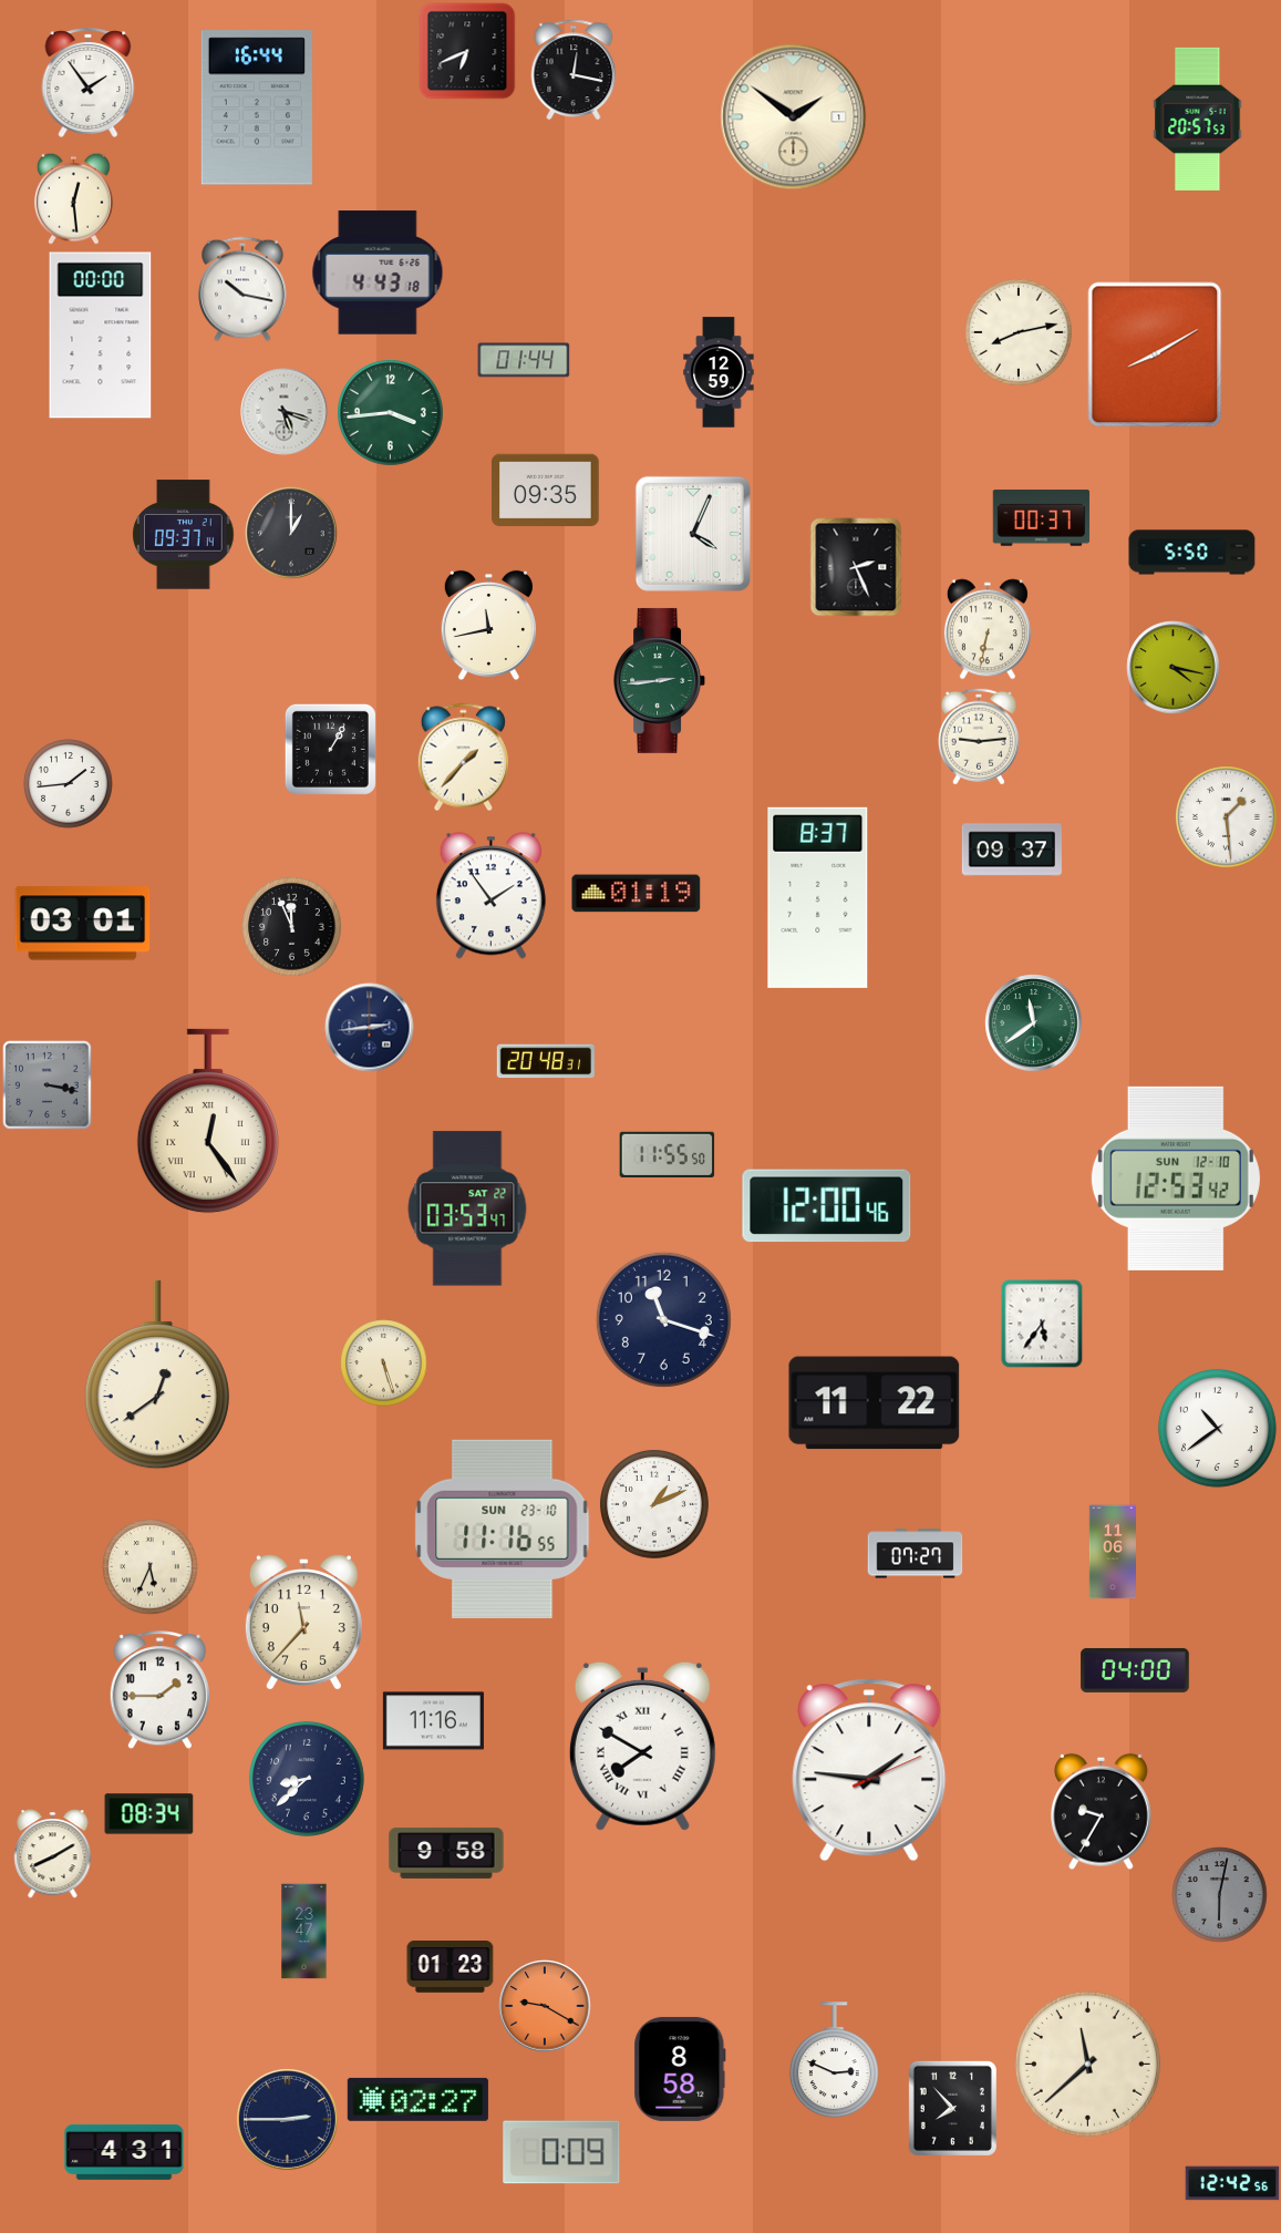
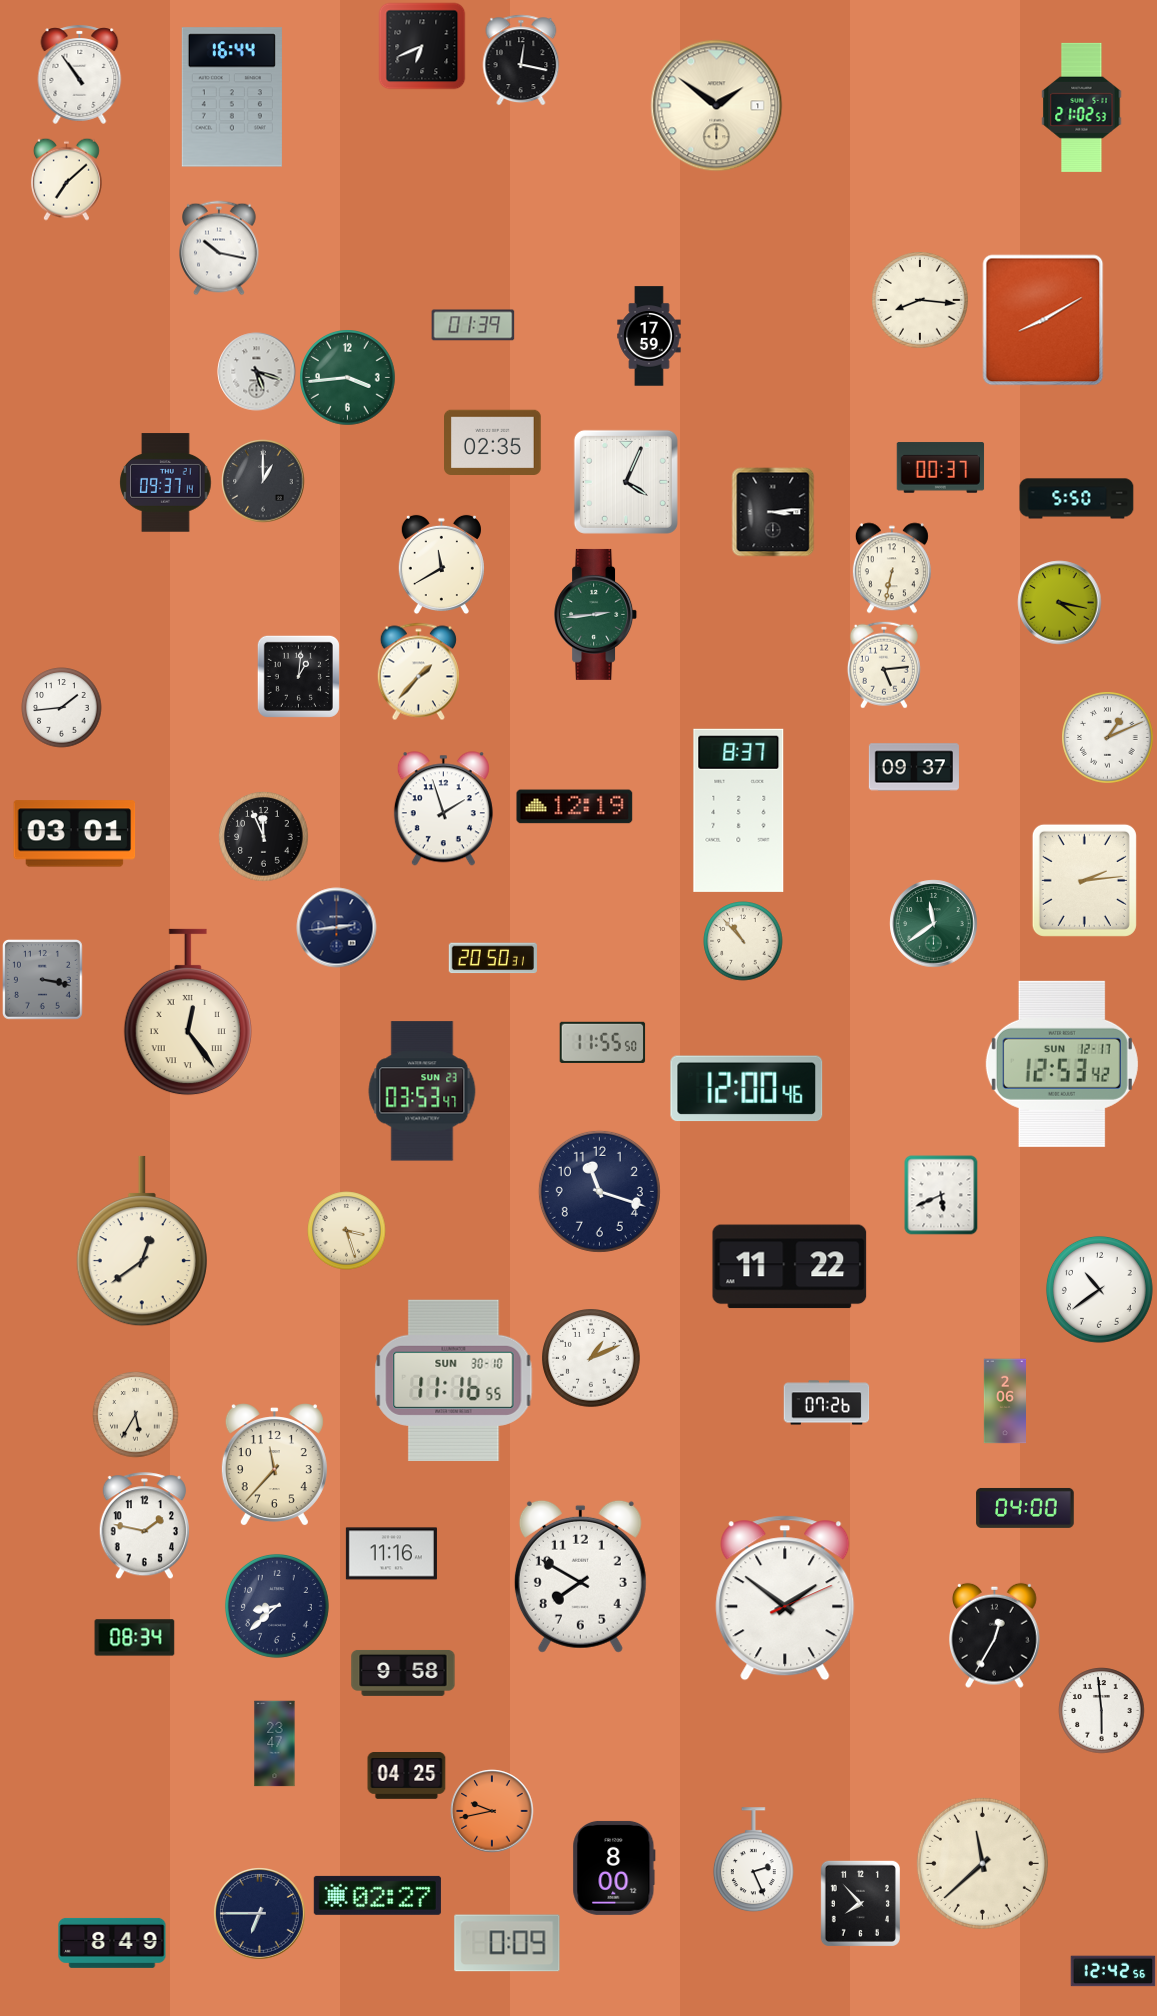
clock at (574, 70) position: (574, 70) -> (521, 60)
clock at (89, 82): 1:54 -> 10:54
clock at (1198, 119): 20:57 -> 21:02
clock at (73, 198): 12:29 -> 7:08
clock at (378, 272): 4:43 -> none
clock at (242, 289) position: (242, 289) -> (219, 248)
clock at (1020, 333): 8:13 -> 8:16
clock at (101, 336): 00:00 -> none
clock at (524, 360): 01:44 -> 01:39
clock at (719, 372): 12:59 -> 17:59
clock at (391, 413) position: (391, 413) -> (348, 378)
clock at (546, 491): 09:35 -> 02:35
clock at (856, 567): 2:26 -> 3:14
clock at (488, 626): 11:43 -> 11:40
clock at (979, 737): 9:14 -> 5:14
clock at (330, 749): 1:05 -> 1:01
clock at (463, 758) position: (463, 758) -> (418, 672)
clock at (1227, 817): 1:29 -> 1:11
clock at (637, 894): 01:19 -> 12:19
clock at (490, 896): 1:54 -> 1:57
clock at (1084, 880): none -> 2:14
clock at (370, 1028) position: (370, 1028) -> (337, 928)
clock at (743, 941): none -> 10:53
clock at (545, 1061): 20:48 -> 20:50
clock at (1176, 1179) date: SUN 12-10 -> SUN 12-17
clock at (467, 1208) date: SAT 22 -> SUN 23
clock at (1042, 1324): 5:36 -> 5:41
clock at (384, 1364): 5:27 -> 3:27
clock at (503, 1529) date: SUN 23-10 -> SUN 30-10
clock at (1112, 1552): 11:06 -> 2:06
clock at (916, 1554): 07:27 -> 07:26
clock at (151, 1567): 5:34 -> 5:35
clock at (159, 1690): 1:45 -> 1:47
clock at (642, 1746) numerals: Roman -> Arabic
clock at (869, 1770): 1:46 -> 1:51
clock at (1102, 1811): 9:35 -> 12:35
clock at (53, 1854): 8:10 -> none
clock at (1220, 1895): 6:02 -> 5:59
clock at (1220, 1895) dial: grey -> white
clock at (451, 1967): 01:23 -> 04:25
clock at (545, 2006): 9:20 -> 9:43
clock at (834, 2060): 2:49 -> 2:26
clock at (680, 2069): 8:58 -> 8:00
clock at (288, 2120): 2:45 -> 6:45
clock at (124, 2152): 4:31 -> 8:49
